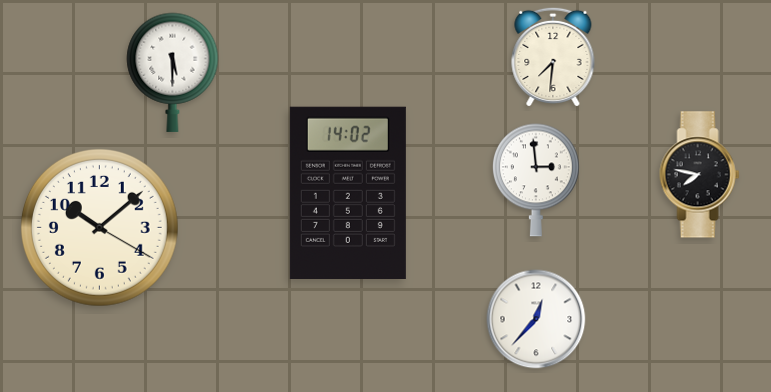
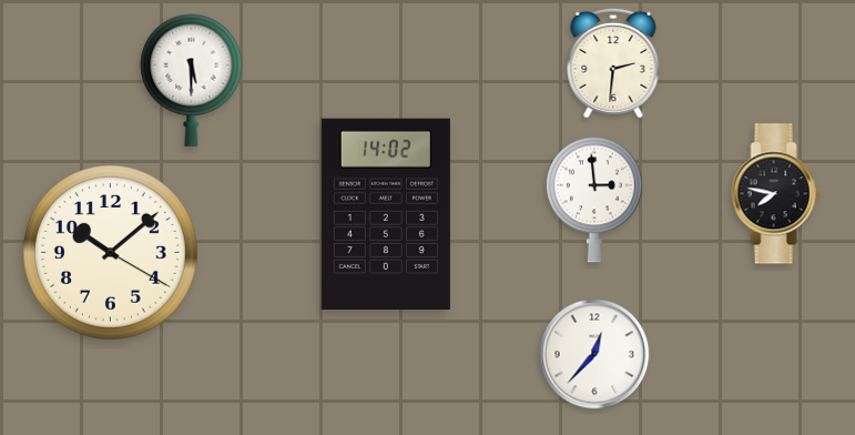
clock at (553, 57): 7:31 -> 2:31
